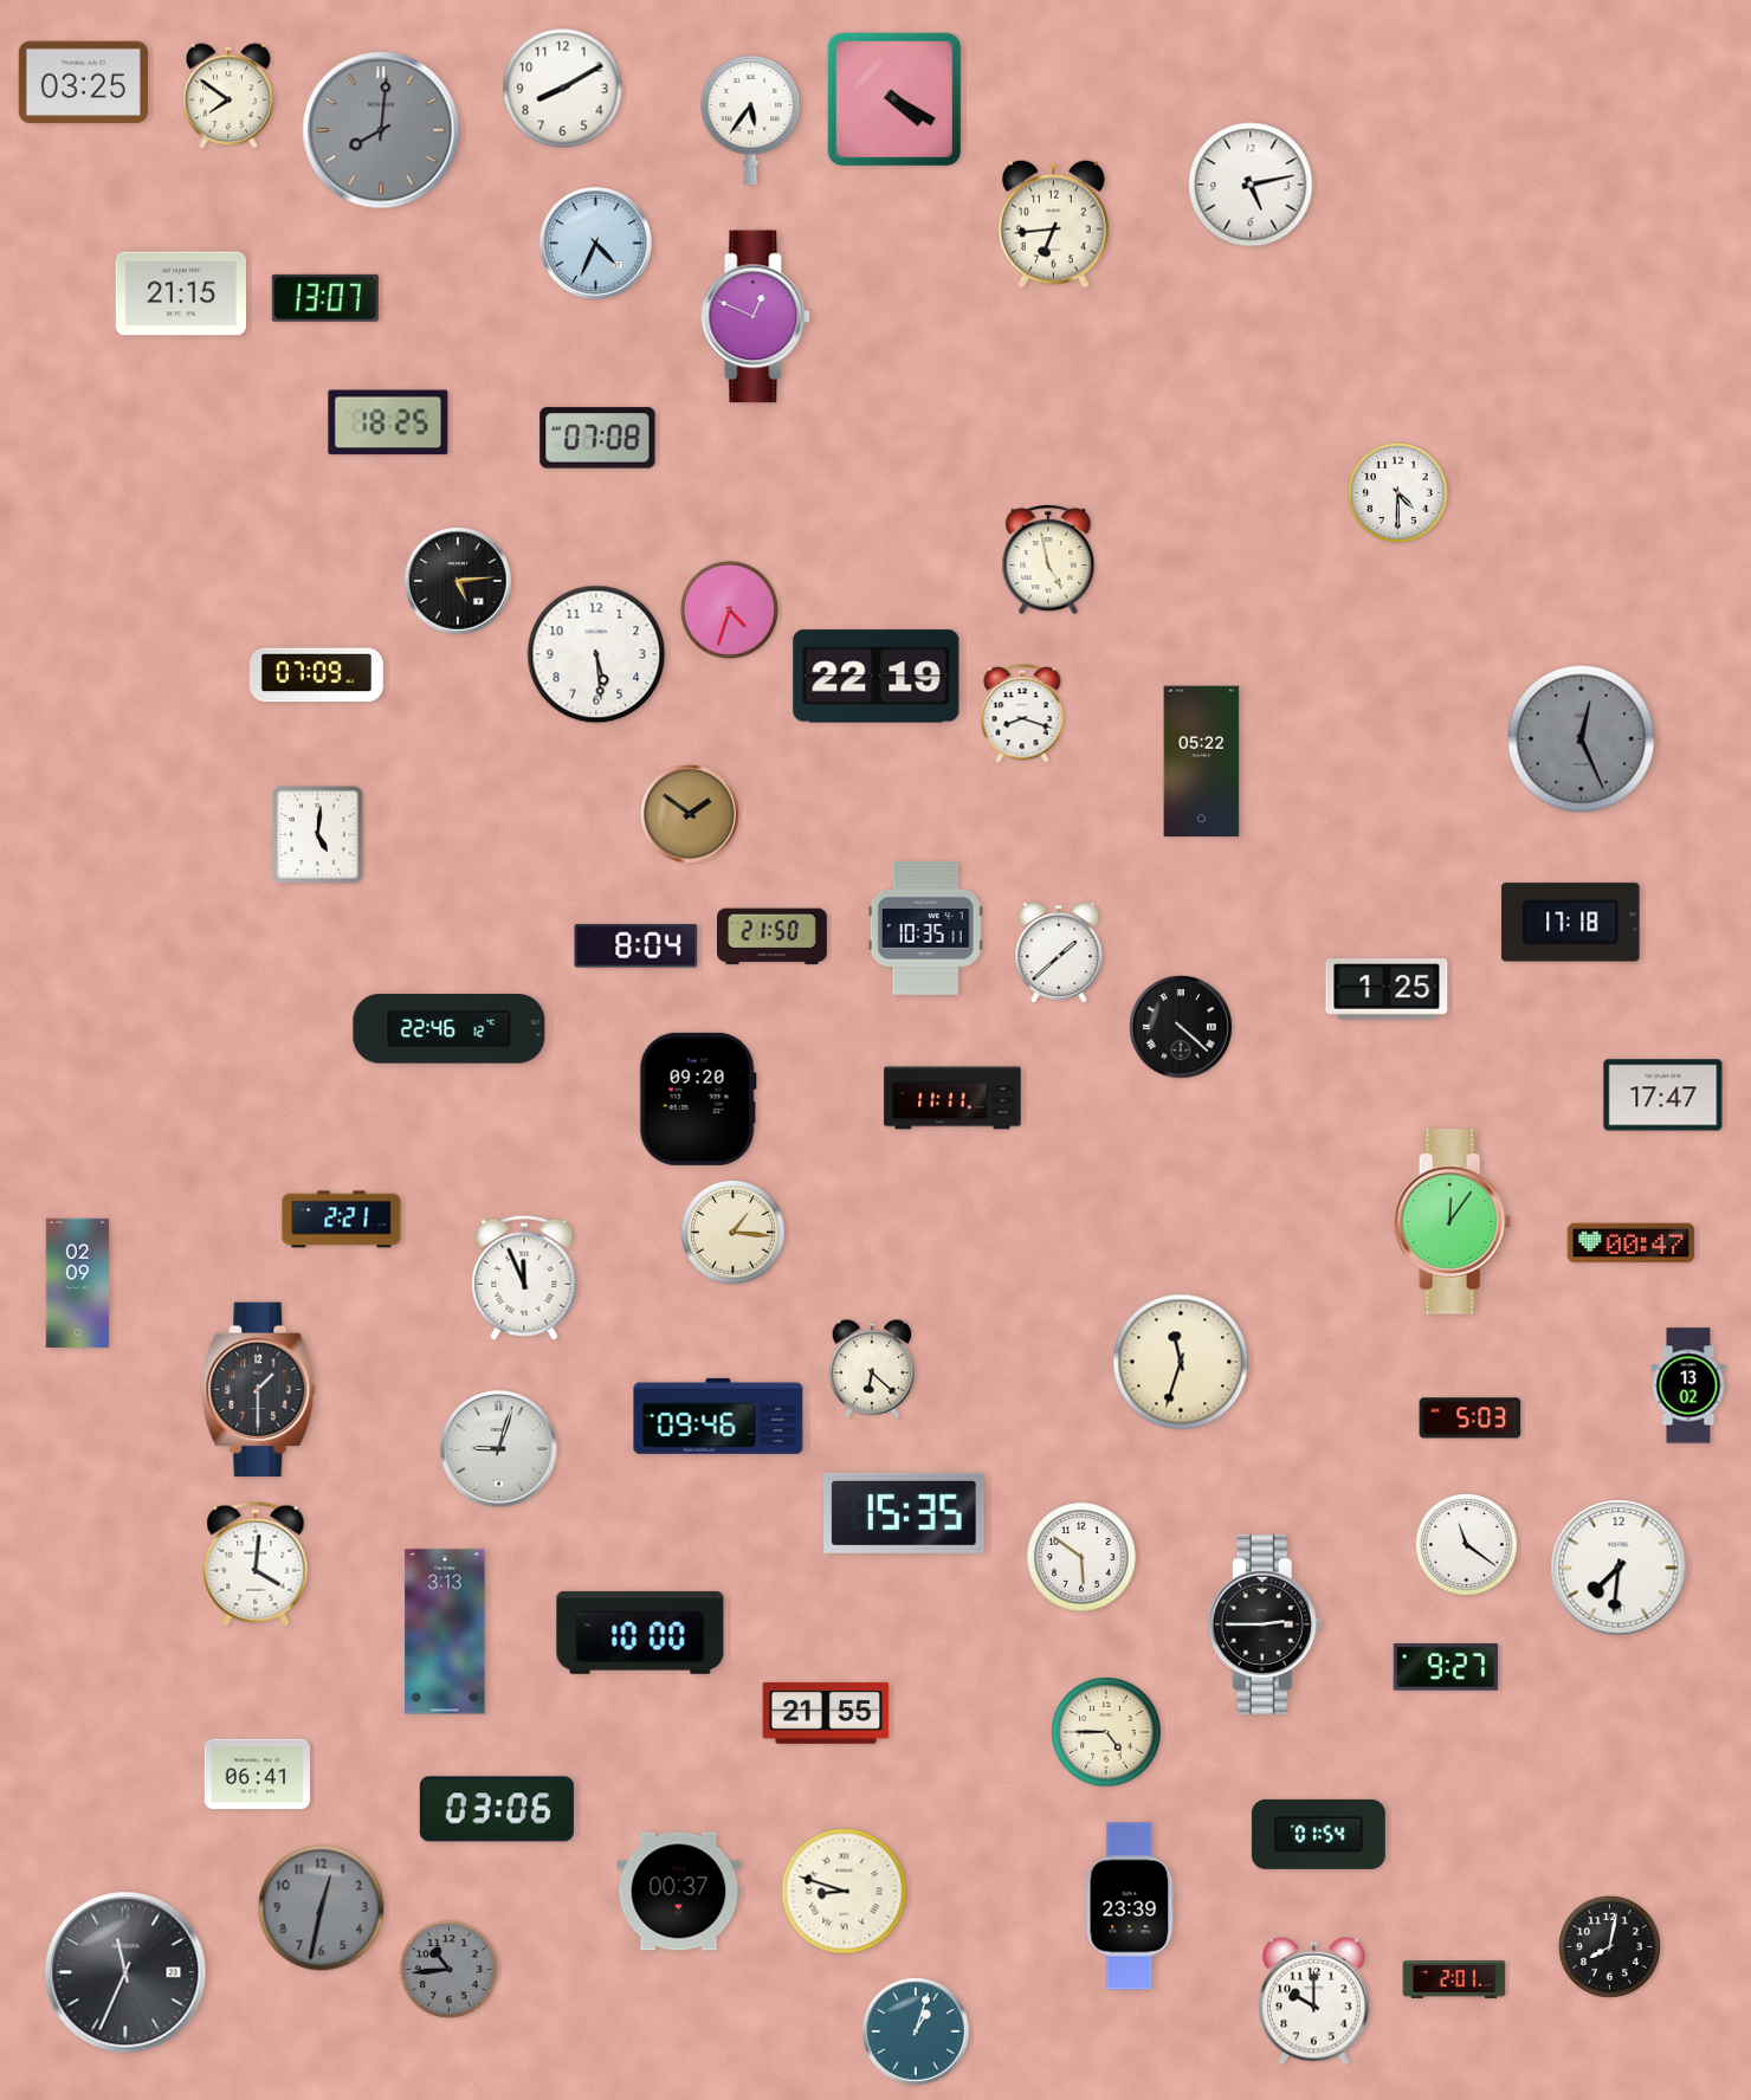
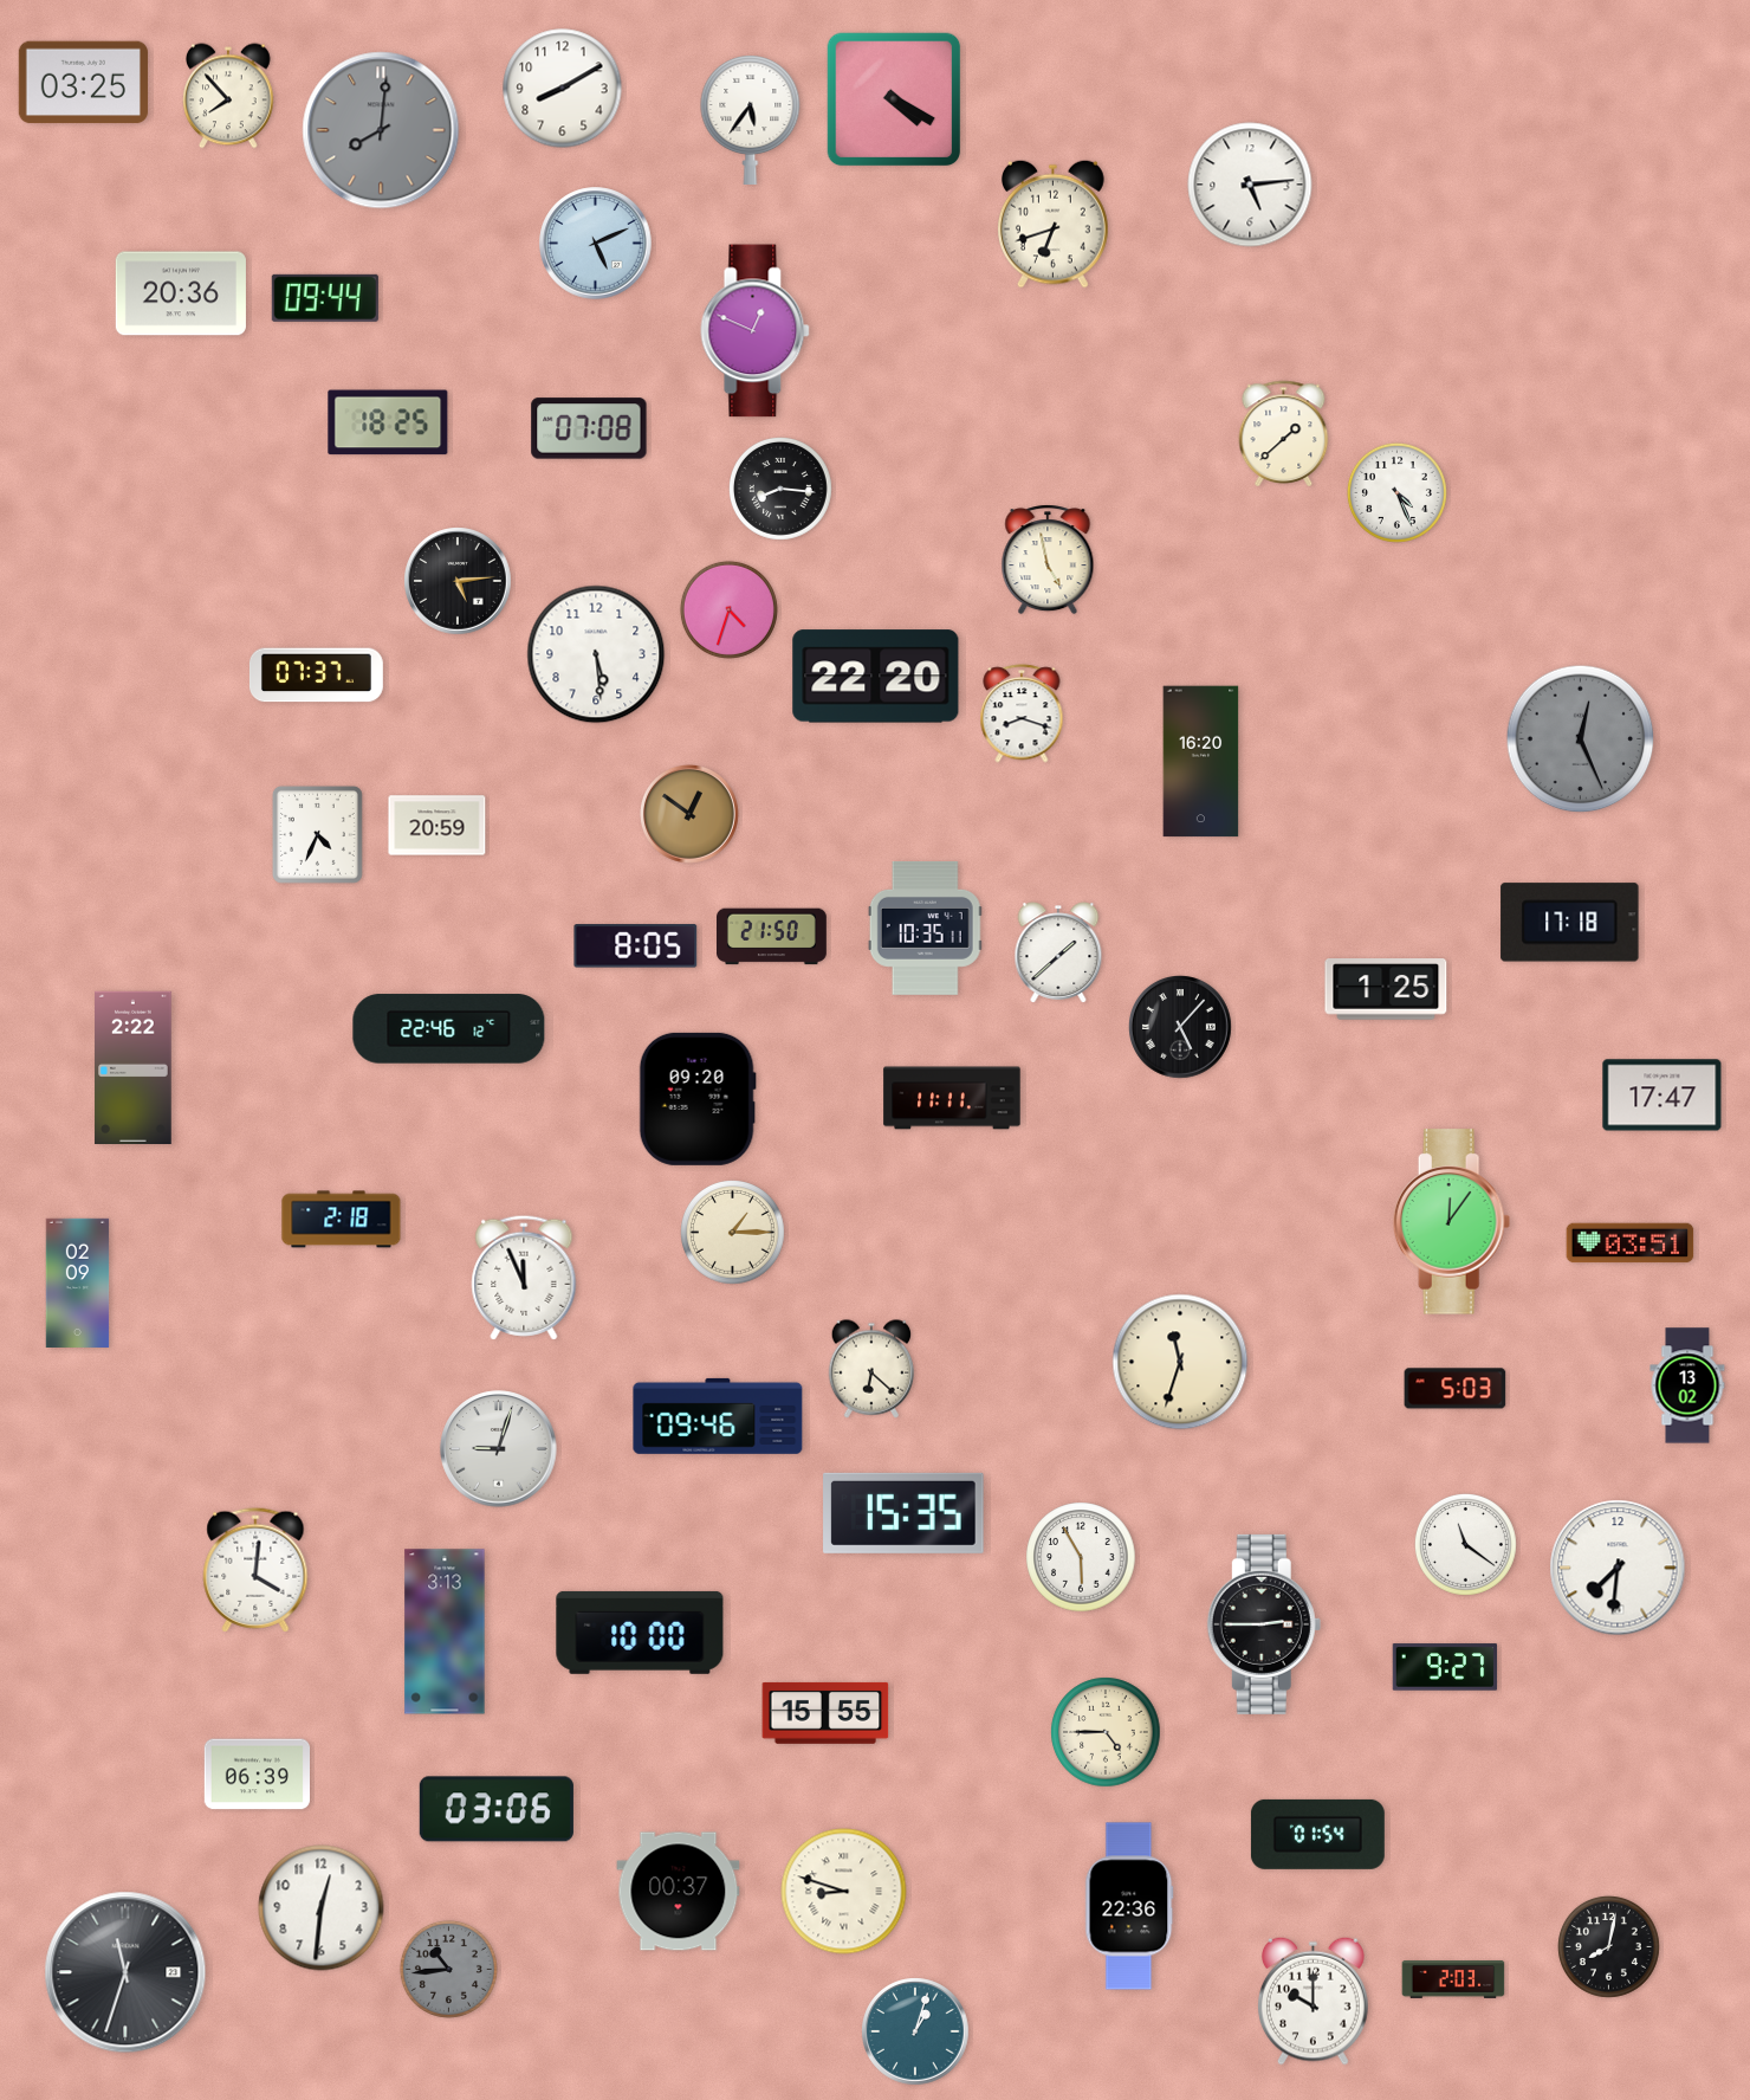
clock at (228, 96): 7:51 -> 7:53
clock at (1251, 185): 5:13 -> 5:14
clock at (1054, 224): 6:44 -> 6:42
clock at (596, 244): 4:34 -> 5:11
clock at (181, 293): 21:15 -> 20:36
clock at (325, 298): 13:07 -> 09:44
clock at (756, 317) position: (756, 317) -> (756, 331)
clock at (1284, 433): none -> 1:38
clock at (597, 438) position: (597, 438) -> (589, 428)
clock at (782, 490): none -> 8:16
clock at (1397, 492): 4:30 -> 4:26
clock at (316, 676): 07:09 -> 07:37
clock at (877, 677): 22:19 -> 22:20
clock at (1202, 762): 05:22 -> 16:20
clock at (691, 815): 1:51 -> 12:51
clock at (437, 826): none -> 20:59
clock at (317, 834): 5:01 -> 4:34
clock at (637, 946): 8:04 -> 8:05
clock at (1182, 1028): 4:22 -> 5:07
clock at (134, 1067): none -> 2:22
clock at (342, 1220): 2:21 -> 2:18
clock at (734, 1233): 1:16 -> 1:15
clock at (1632, 1243): 00:47 -> 03:51
clock at (259, 1390): 1:30 -> none
clock at (1471, 1419) position: (1471, 1419) -> (1456, 1389)
clock at (1081, 1557): 5:51 -> 5:55
clock at (256, 1564) position: (256, 1564) -> (255, 1570)
clock at (826, 1713): 21:55 -> 15:55
clock at (257, 1775): 06:41 -> 06:39
clock at (1130, 1906): 23:39 -> 22:36
clock at (322, 1908): 12:32 -> 12:31
clock at (322, 1908) dial: grey -> white
clock at (125, 1972): 11:34 -> 11:33
clock at (1454, 1979): 2:01 -> 2:03
